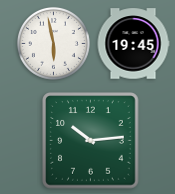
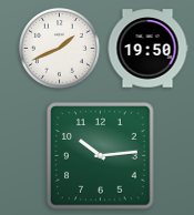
clock at (53, 43): 5:58 -> 1:41
clock at (133, 44): 19:45 -> 19:50
